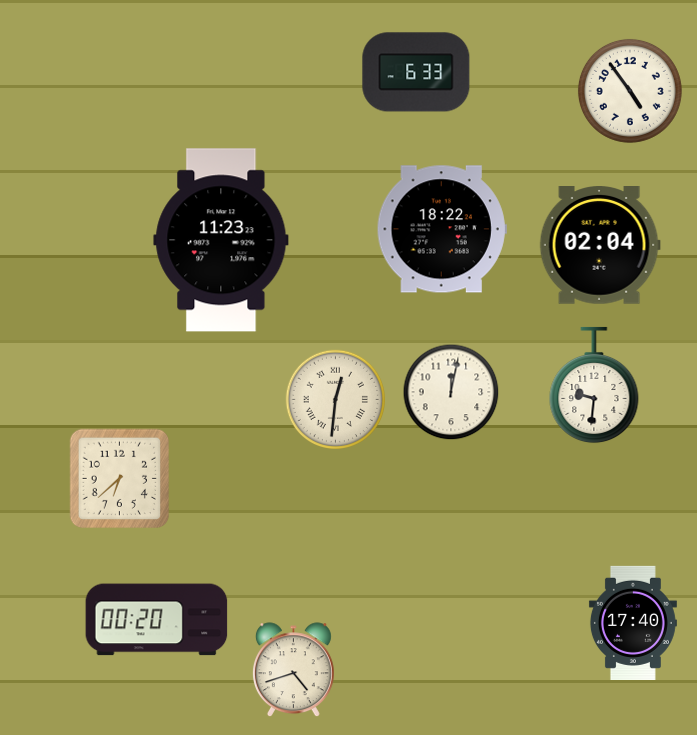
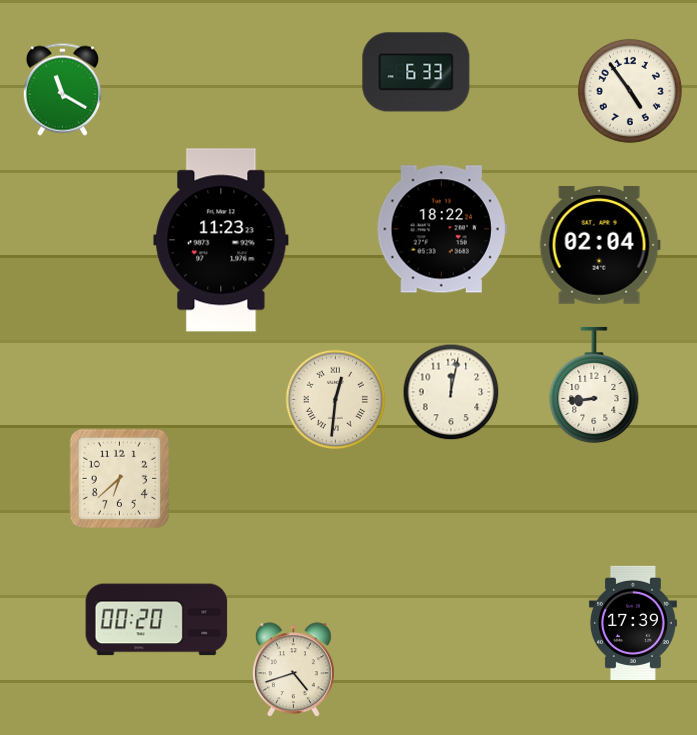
clock at (62, 89): none -> 11:20
clock at (594, 385): 9:31 -> 8:44
clock at (633, 623): 17:40 -> 17:39
